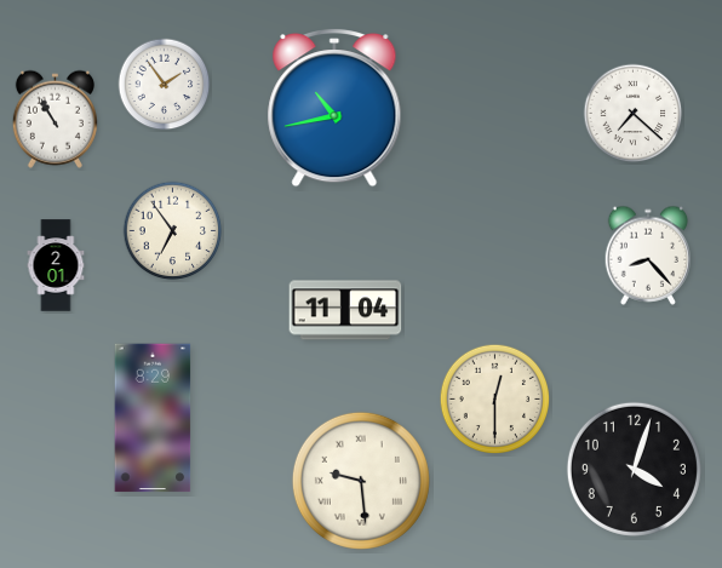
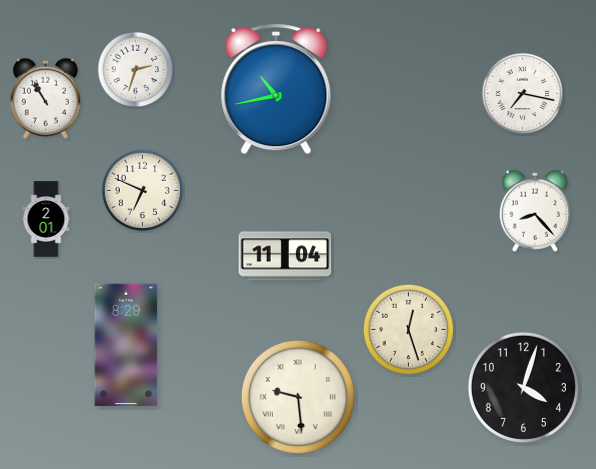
clock at (165, 85): 1:54 -> 2:33
clock at (634, 114): 7:22 -> 7:17
clock at (173, 231): 6:54 -> 6:49
clock at (495, 400): 12:30 -> 12:27
